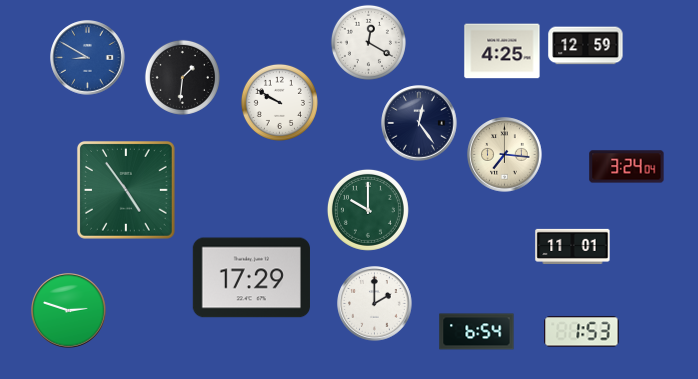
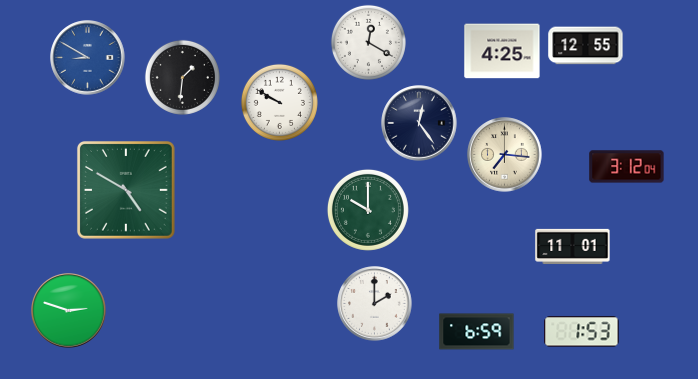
clock at (586, 46): 12:59 -> 12:55
clock at (627, 167): 3:24 -> 3:12
clock at (126, 190): 4:54 -> 4:50
clock at (251, 278): 17:29 -> none
clock at (477, 332): 6:54 -> 6:59
